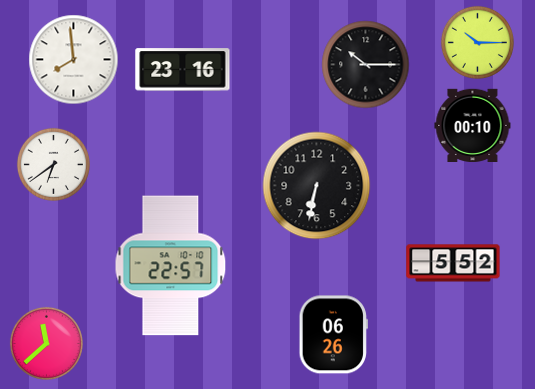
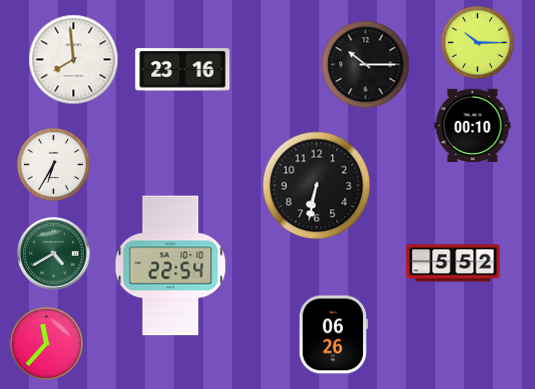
clock at (53, 164): 6:39 -> 6:35
clock at (54, 254): none -> 4:40
clock at (171, 266): 22:57 -> 22:54
clock at (46, 343): 11:38 -> 11:37
